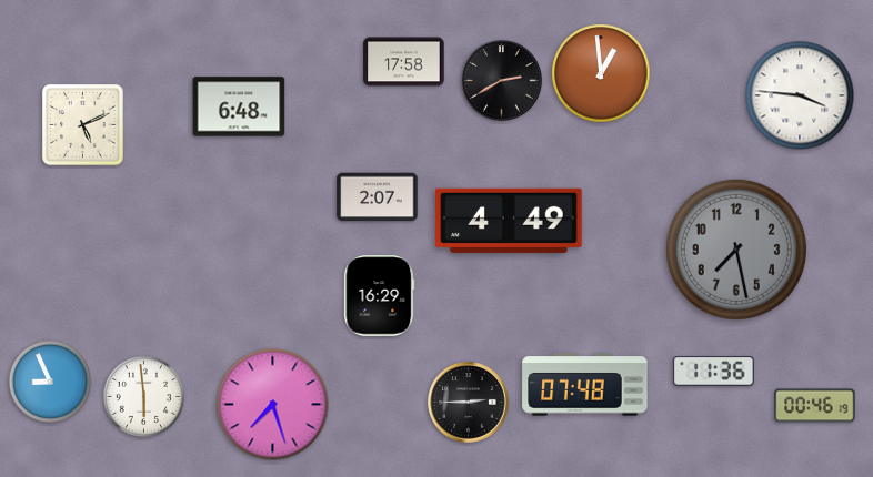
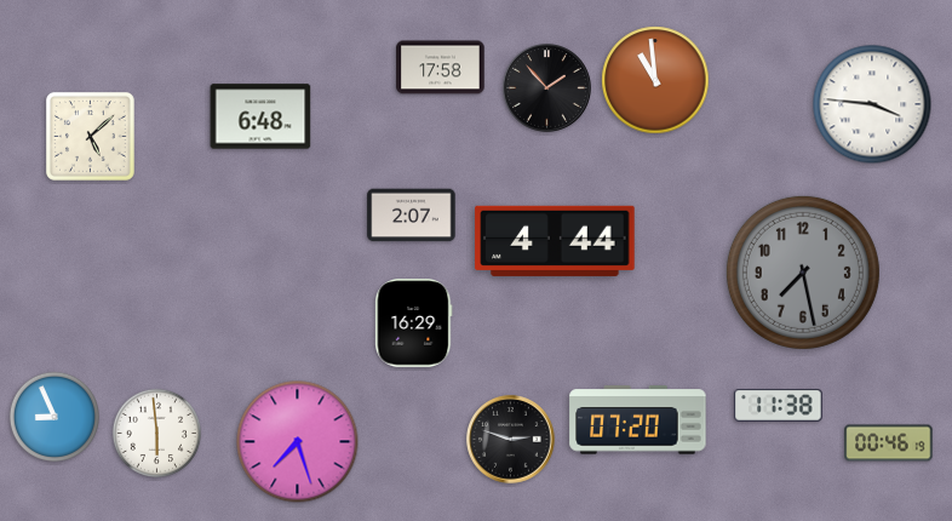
clock at (601, 73): 12:59 -> 10:59
clock at (502, 81): 2:40 -> 1:53
clock at (82, 124): 5:11 -> 5:08
clock at (509, 221): 4:49 -> 4:44
clock at (714, 372): 11:36 -> 11:38
clock at (585, 385): 07:48 -> 07:20
clock at (469, 403): 2:45 -> 2:48
